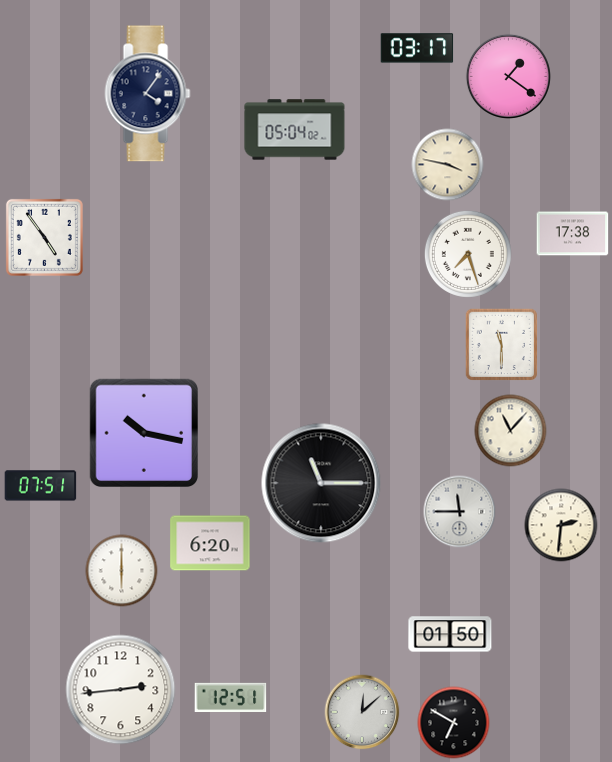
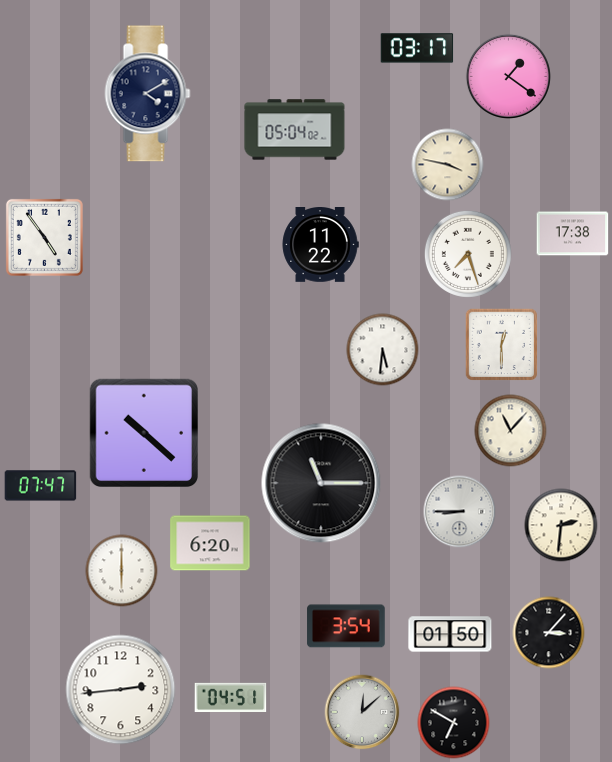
clock at (148, 94): 4:06 -> 4:10
clock at (320, 245): none -> 11:22
clock at (502, 345): 11:30 -> 12:30
clock at (383, 350): none -> 5:31
clock at (143, 432): 10:17 -> 10:22
clock at (41, 486): 07:51 -> 07:47
clock at (460, 512): 11:45 -> 8:45
clock at (346, 626): none -> 3:54
clock at (549, 633): none -> 3:07
clock at (231, 697): 12:51 -> 04:51
